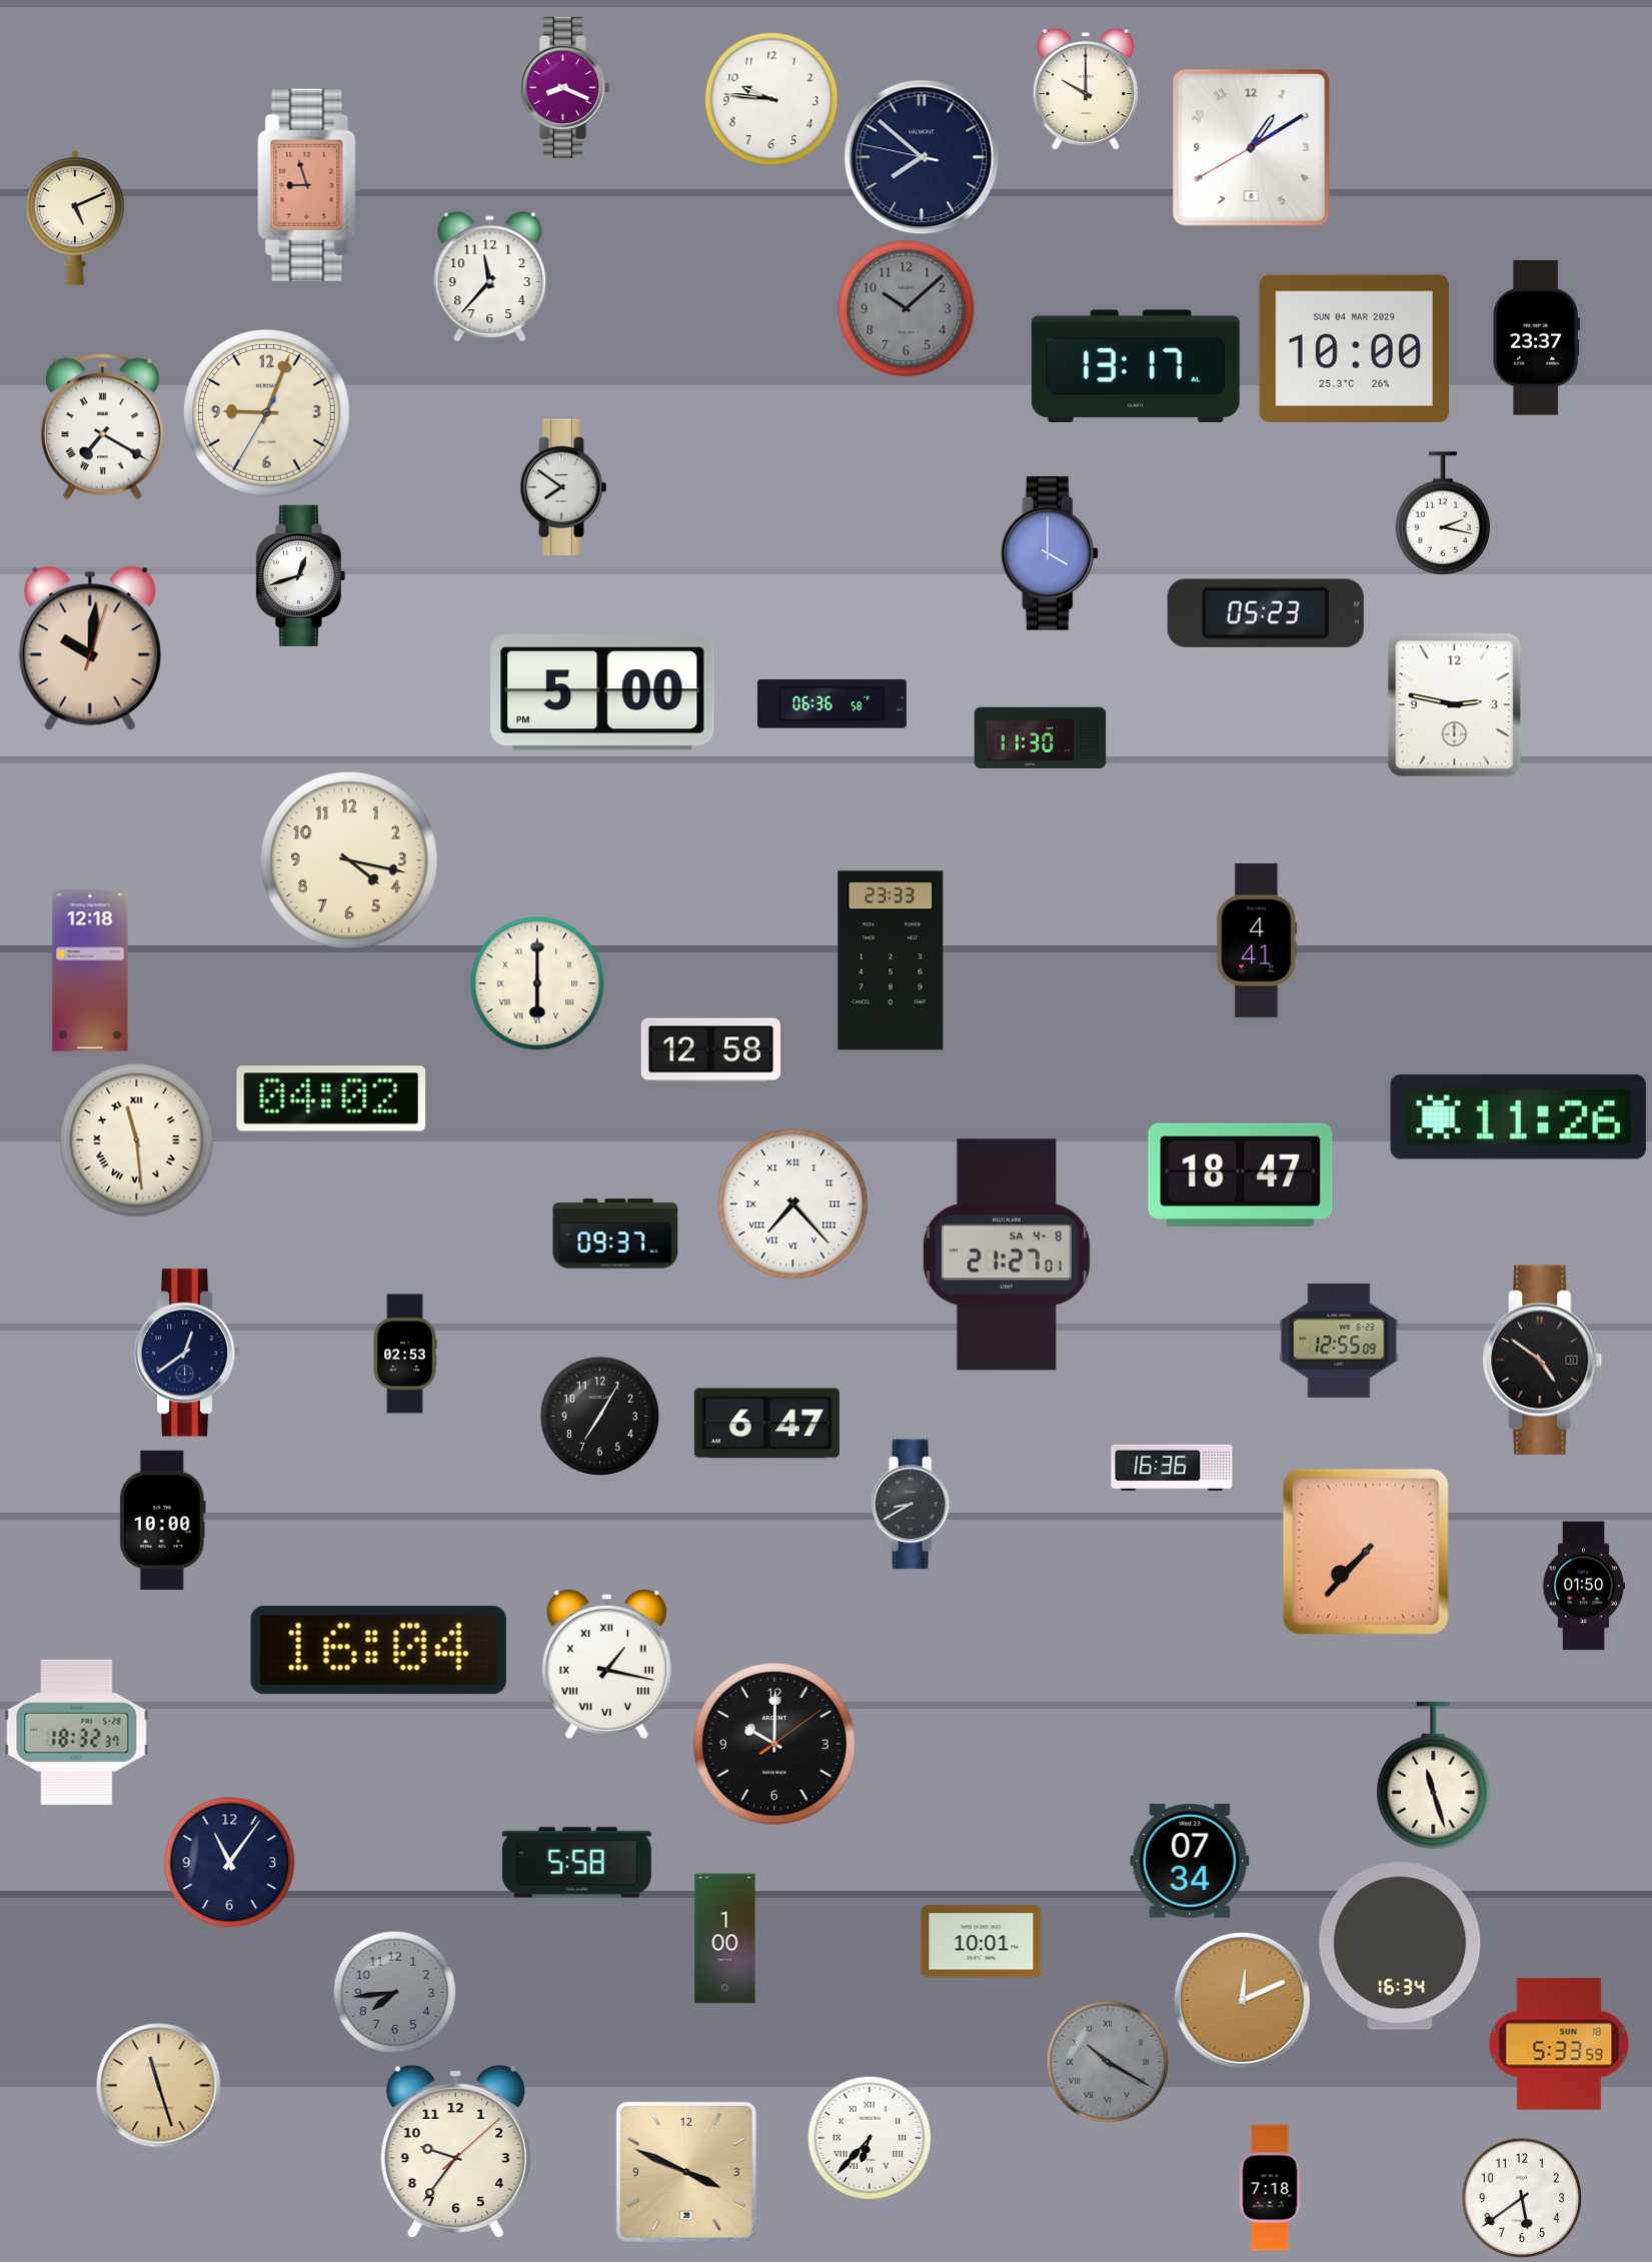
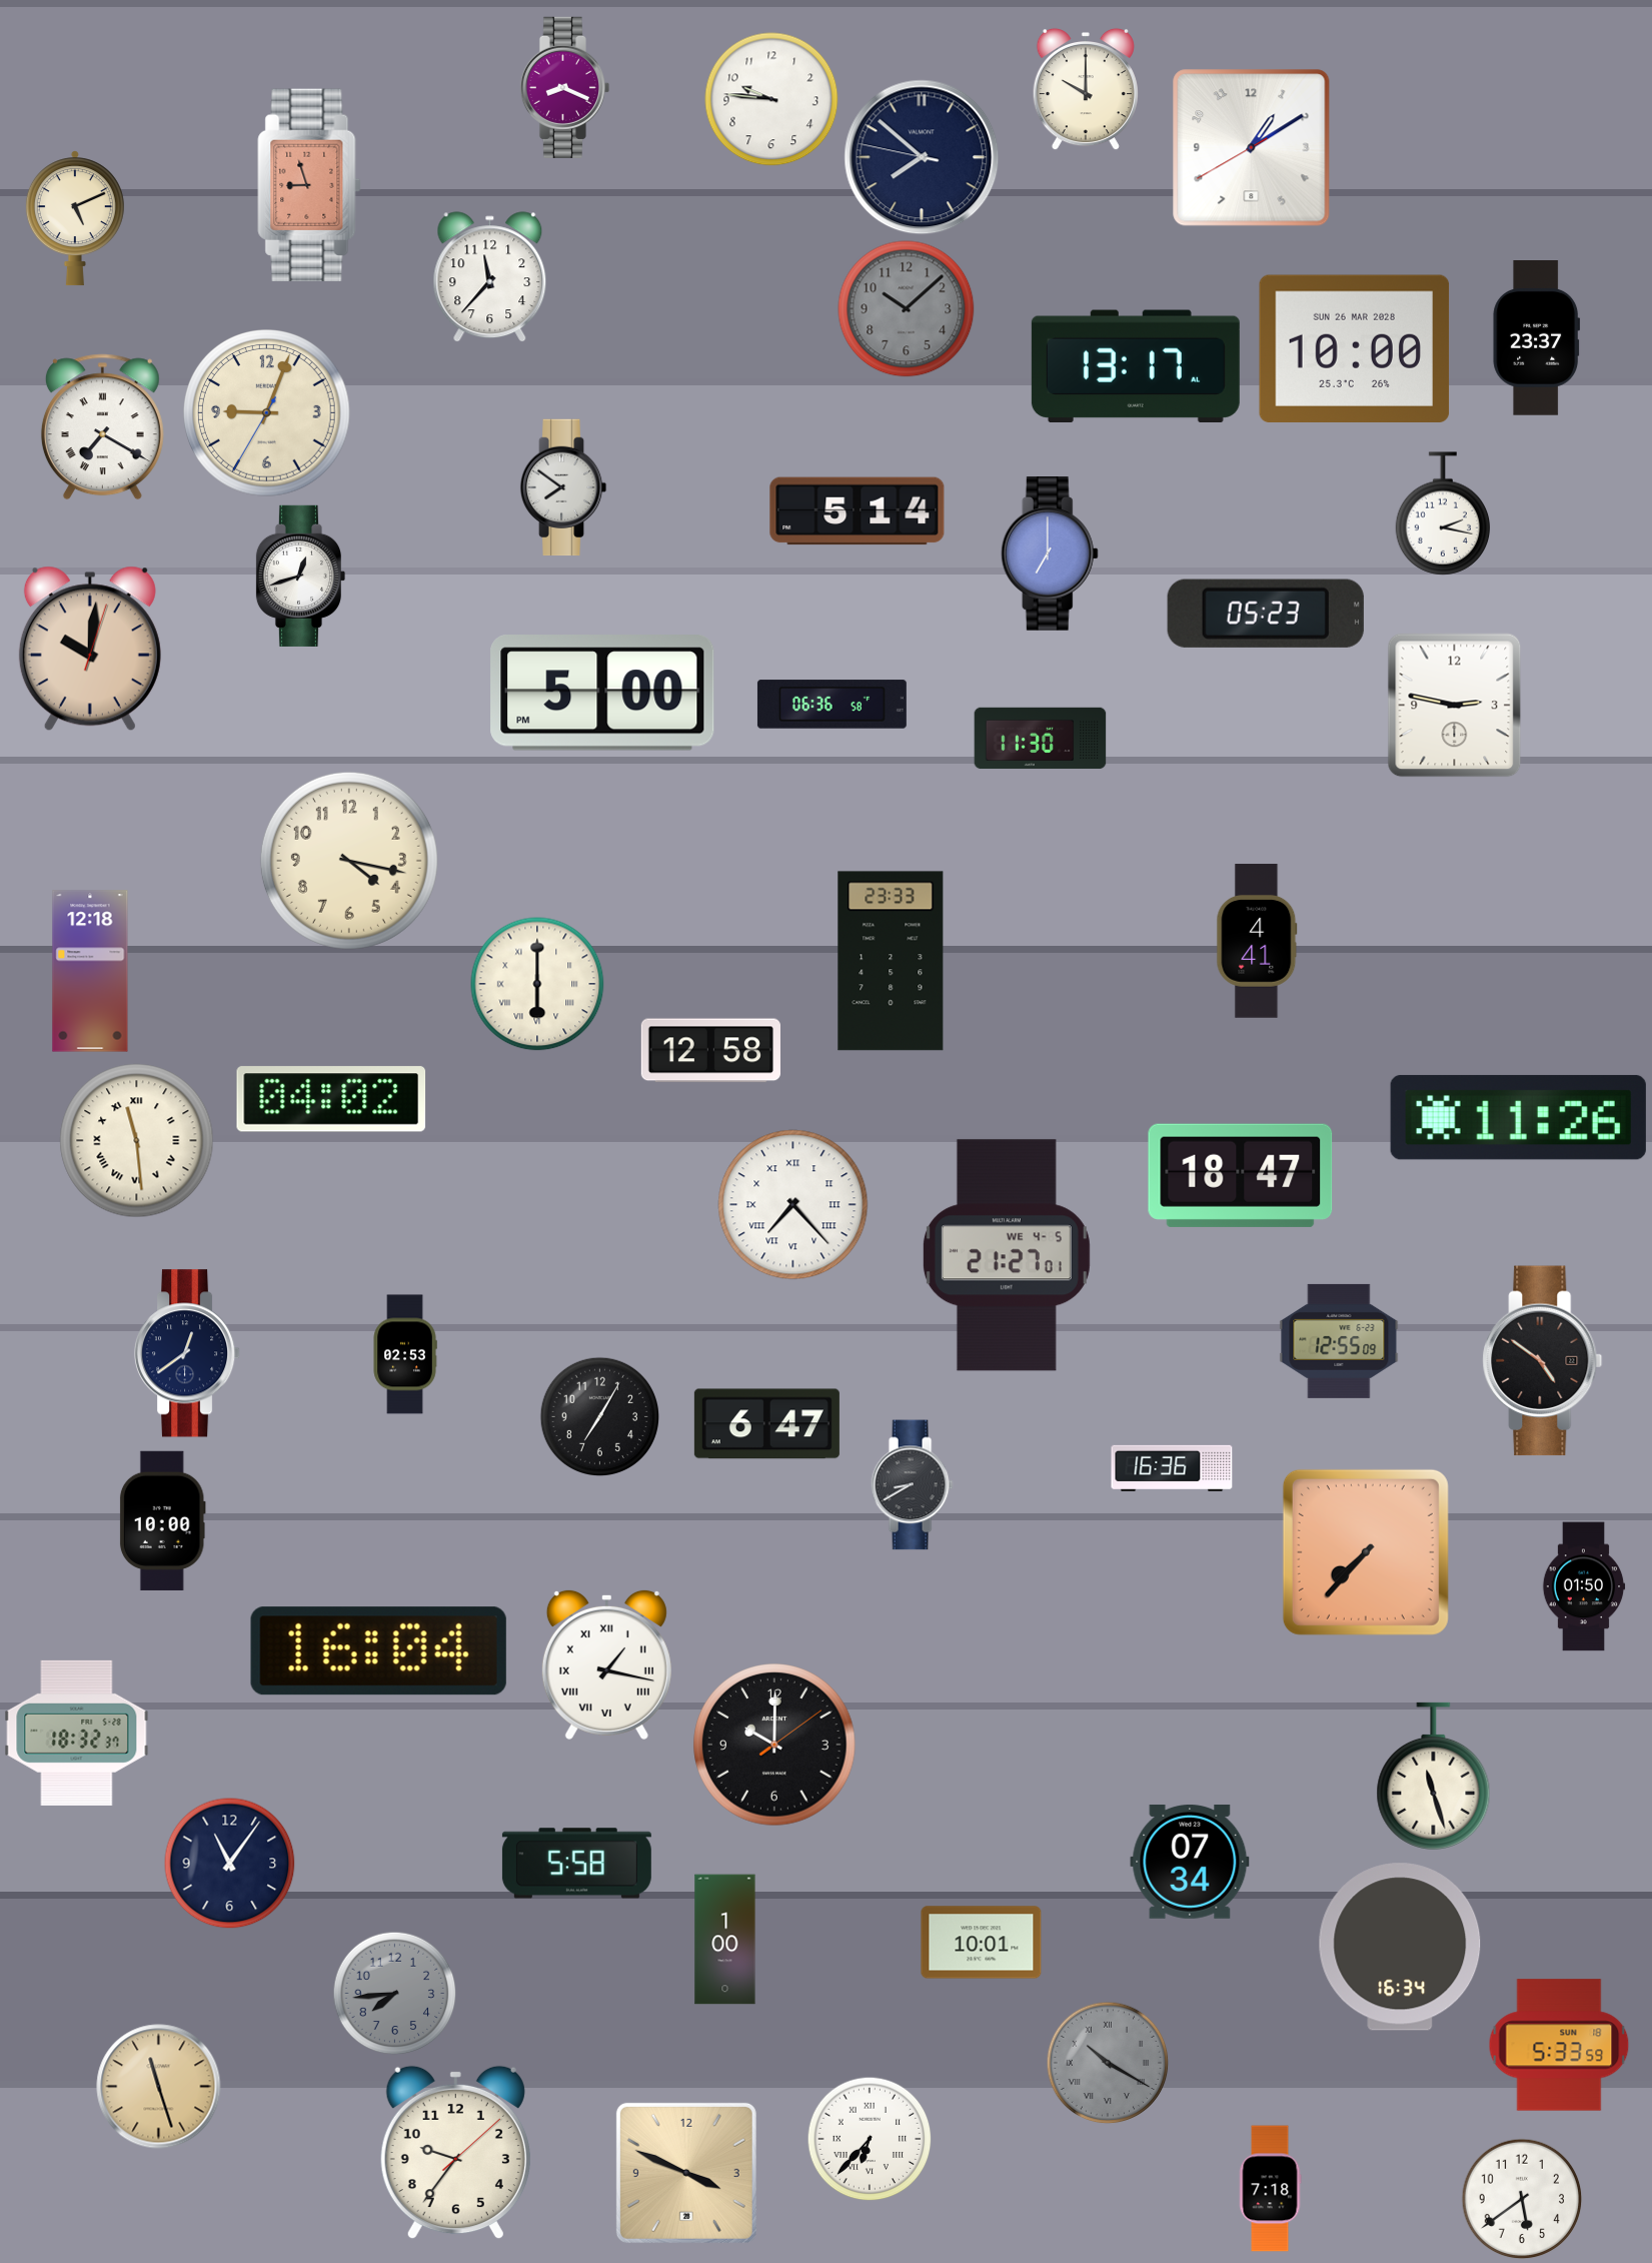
clock at (1355, 348) date: SUN 04 MAR 2029 -> SUN 26 MAR 2028
clock at (858, 511): none -> 5:14
clock at (1050, 554): 4:00 -> 7:00
clock at (615, 1234): 09:37 -> none
clock at (1007, 1255) date: SA 4-8 -> WE 4-5
clock at (912, 1505) position: (912, 1505) -> (912, 1485)
clock at (1242, 2000): 12:11 -> none
